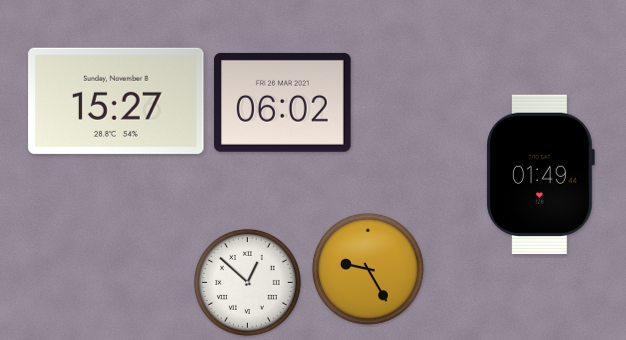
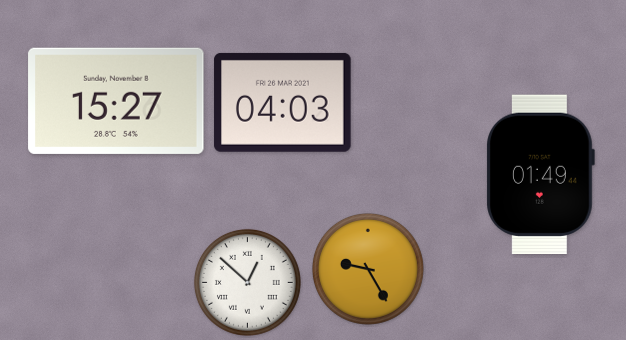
clock at (283, 102): 06:02 -> 04:03
